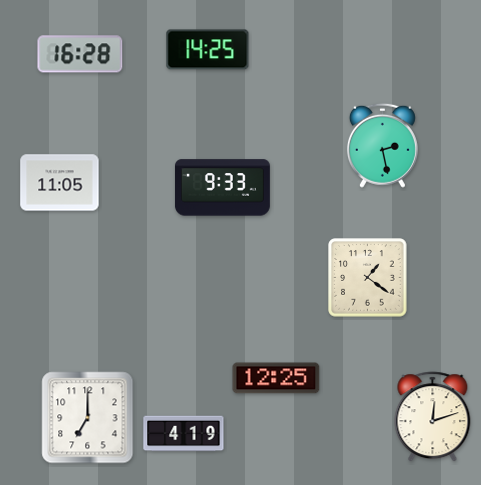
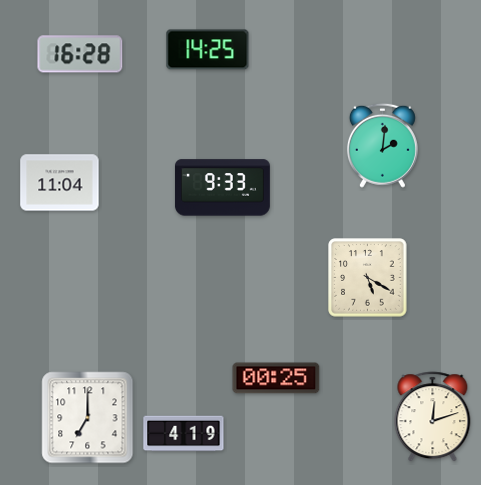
clock at (382, 145): 2:28 -> 2:01
clock at (60, 183): 11:05 -> 11:04
clock at (368, 278): 1:21 -> 5:20
clock at (276, 378): 12:25 -> 00:25
